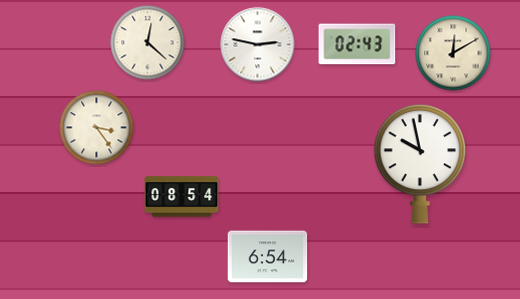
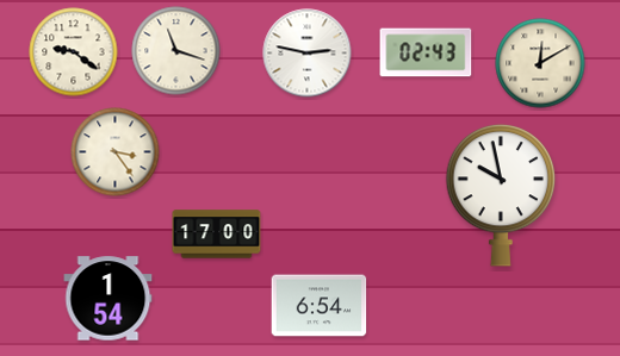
clock at (148, 43): 12:22 -> 11:18
clock at (74, 52): none -> 9:21
clock at (182, 197): 08:54 -> 17:00
clock at (108, 299): none -> 1:54
